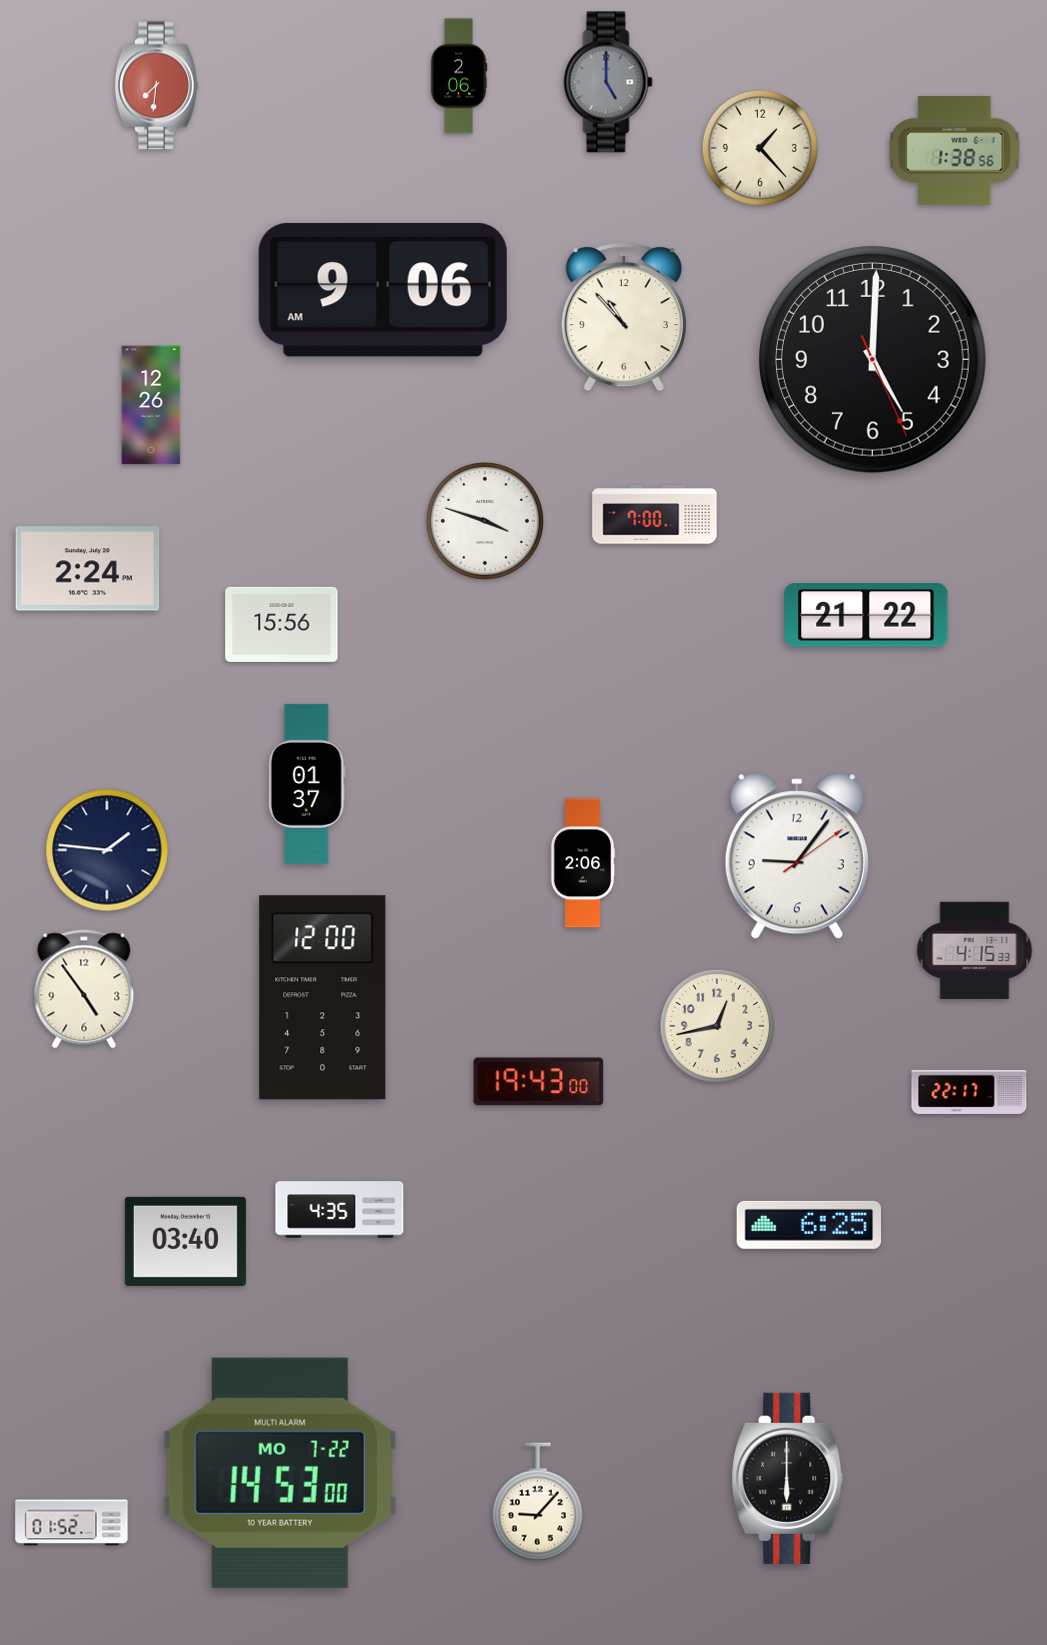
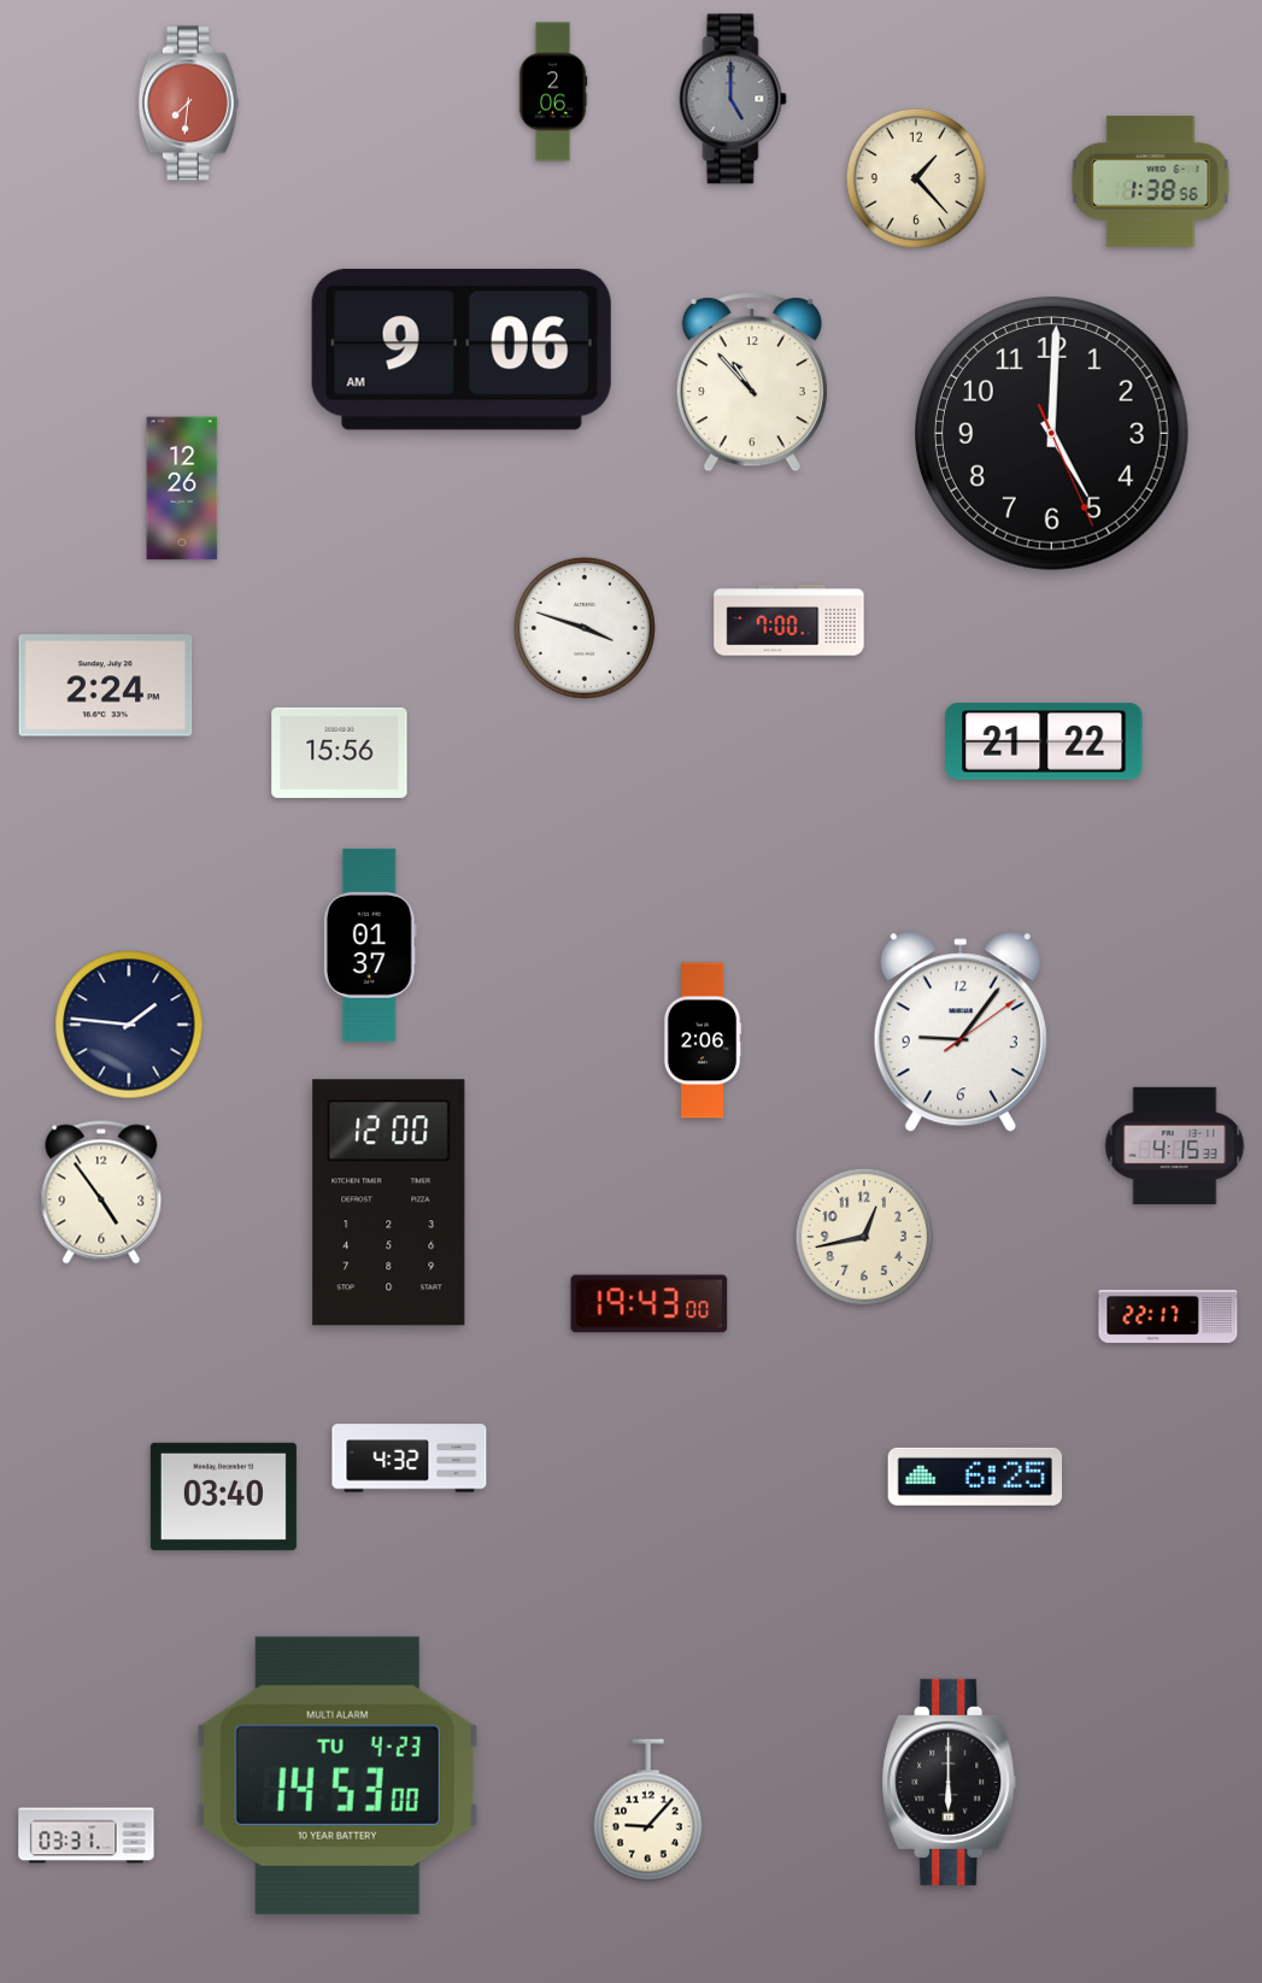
clock at (340, 1210): 4:35 -> 4:32
clock at (280, 1473) date: MO 7-22 -> TU 4-23
clock at (72, 1523): 01:52 -> 03:31
